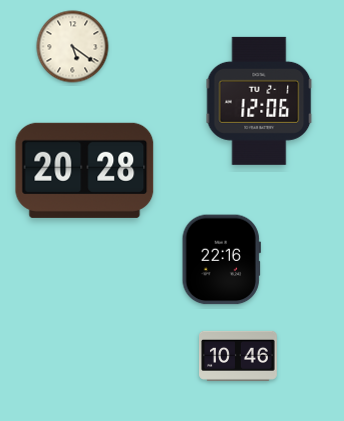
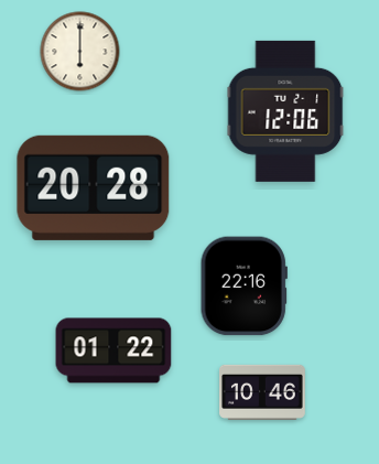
clock at (73, 47): 5:21 -> 6:00
clock at (113, 350): none -> 01:22
